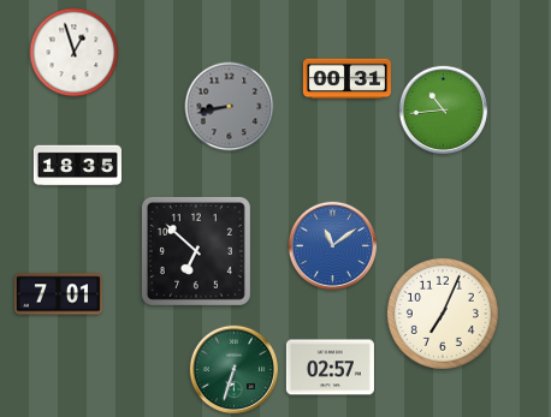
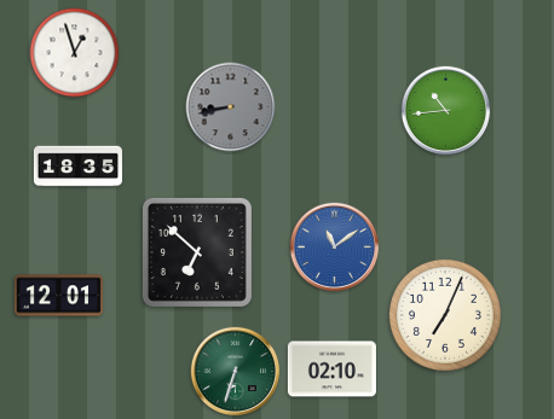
clock at (346, 79): 00:31 -> none
clock at (58, 294): 7:01 -> 12:01
clock at (330, 368): 02:57 -> 02:10
